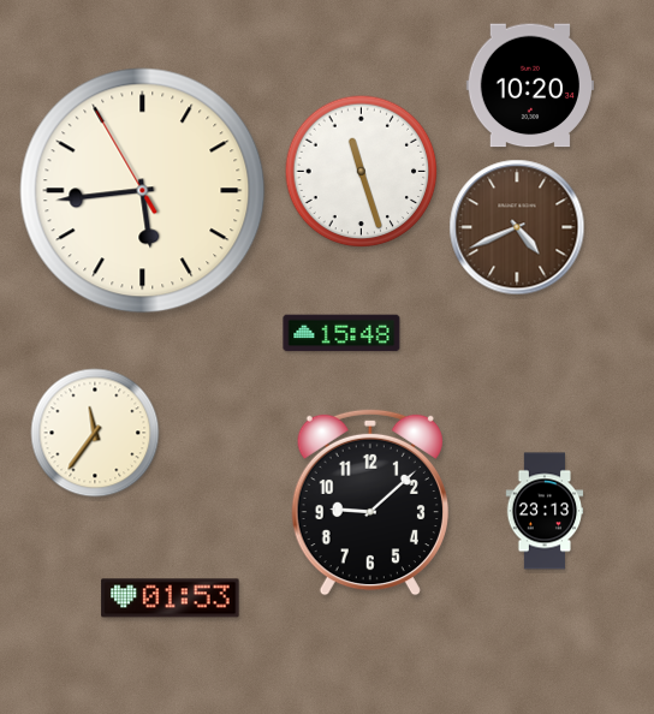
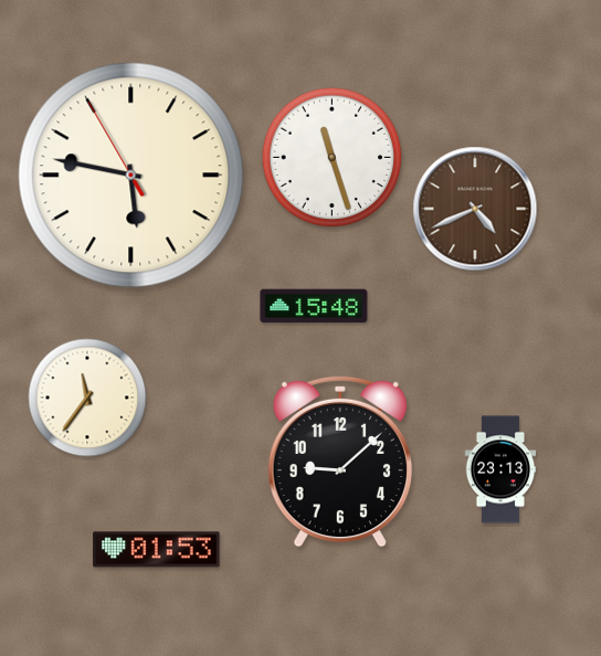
clock at (529, 85): 10:20 -> none
clock at (143, 191): 5:43 -> 5:46
